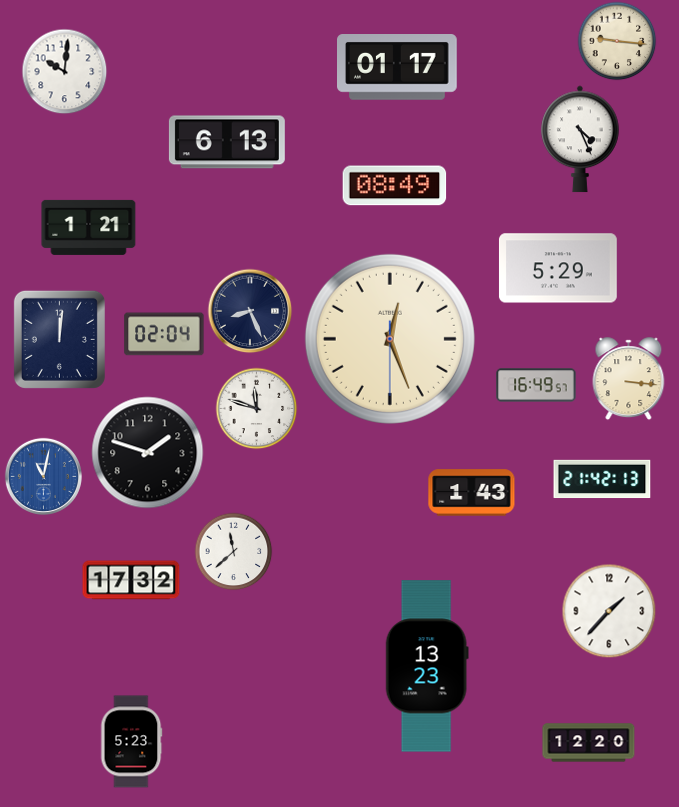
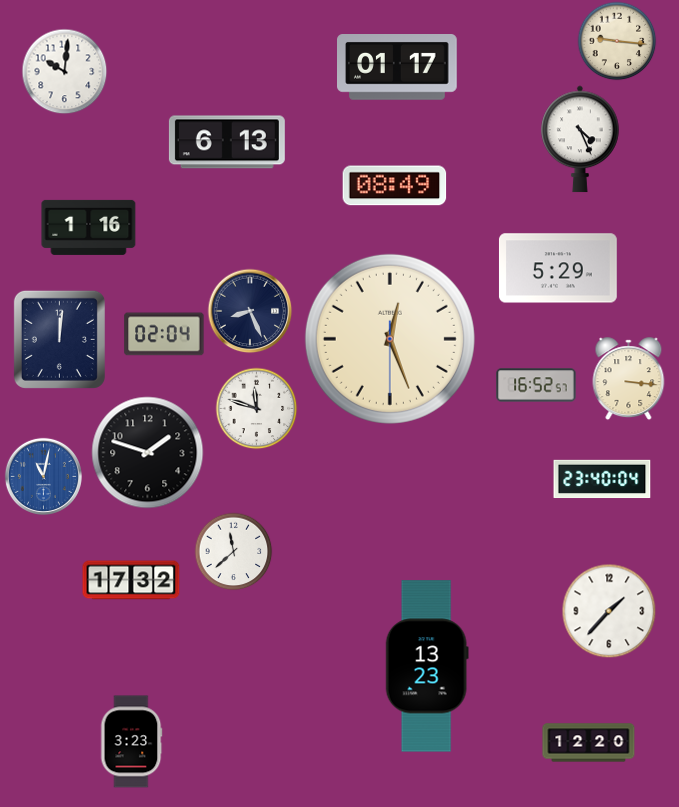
clock at (89, 227): 1:21 -> 1:16
clock at (536, 385): 16:49 -> 16:52
clock at (602, 479): 21:42 -> 23:40
clock at (472, 493): 1:43 -> none
clock at (131, 742): 5:23 -> 3:23
